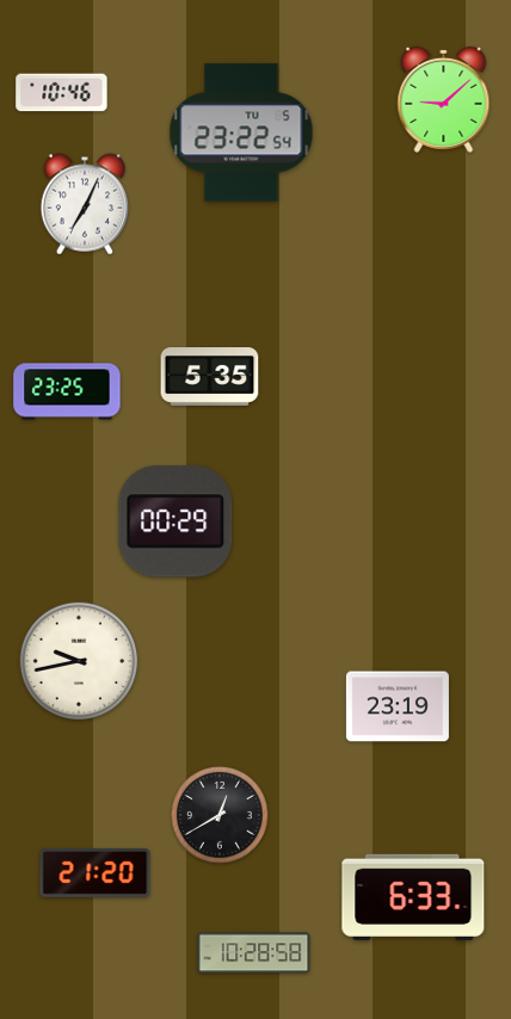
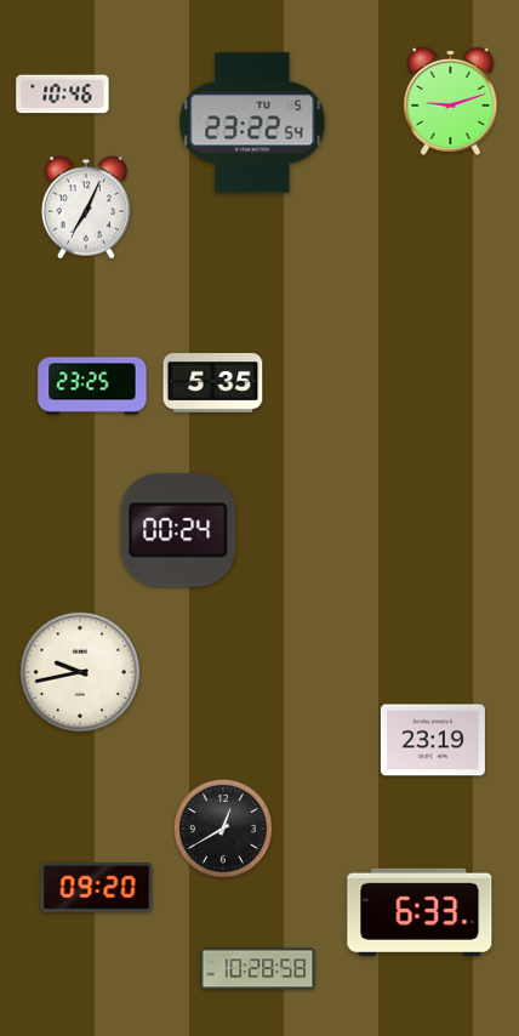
clock at (444, 99): 9:08 -> 9:12
clock at (241, 132) position: (241, 132) -> (252, 123)
clock at (67, 391) position: (67, 391) -> (92, 386)
clock at (176, 521): 00:29 -> 00:24
clock at (398, 706) position: (398, 706) -> (433, 740)
clock at (96, 872): 21:20 -> 09:20
